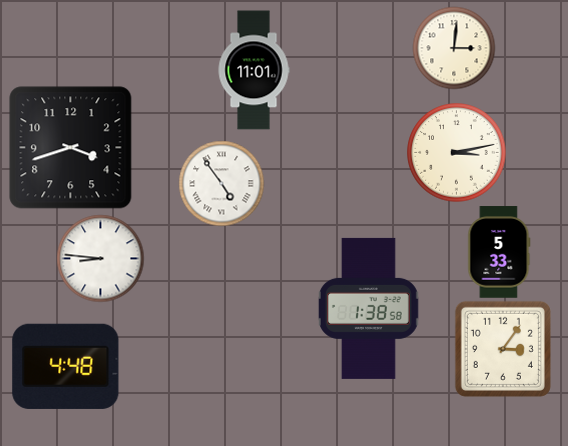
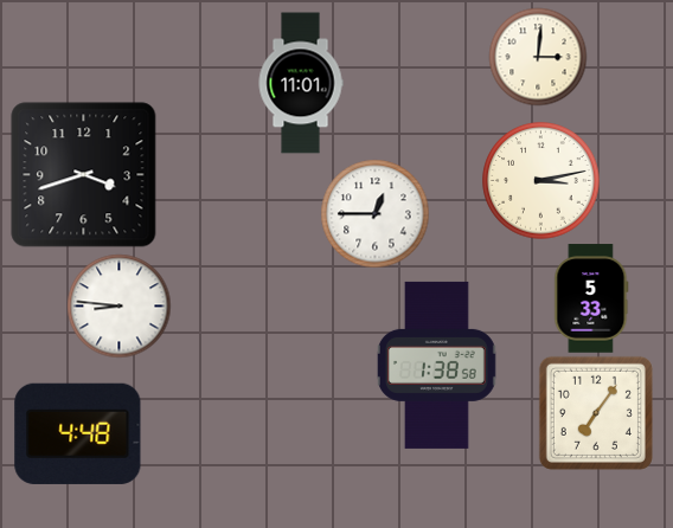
clock at (374, 213): none -> 12:45
clock at (221, 183): 4:54 -> none
clock at (503, 349): 3:06 -> 7:06
